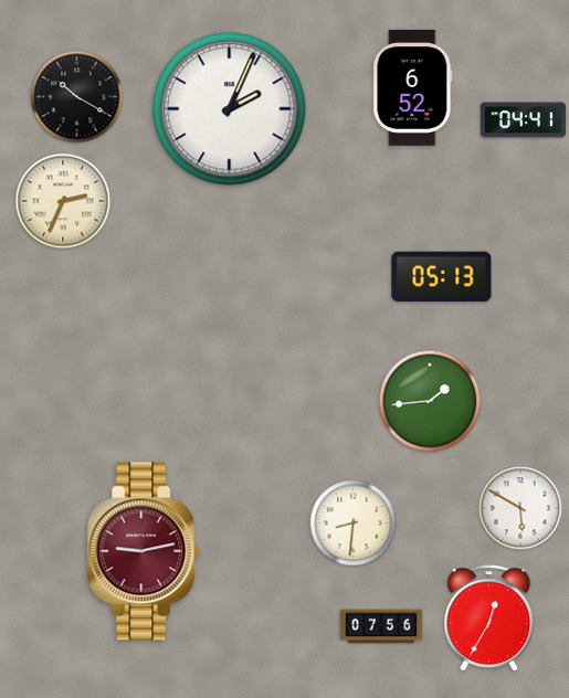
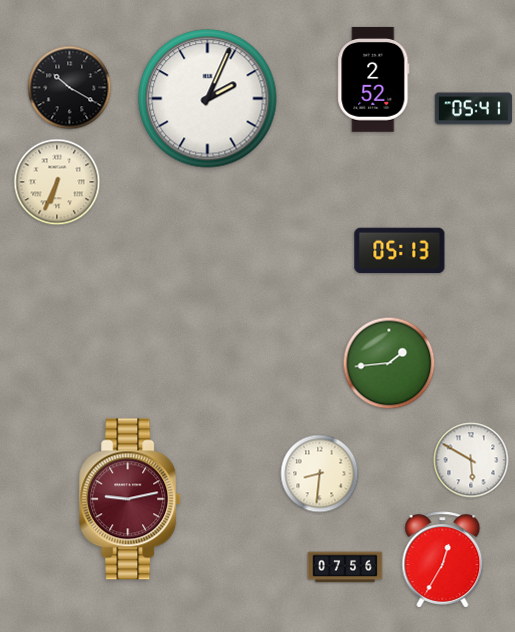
clock at (413, 88): 6:52 -> 2:52
clock at (524, 120): 04:41 -> 05:41
clock at (63, 201): 2:34 -> 6:34
